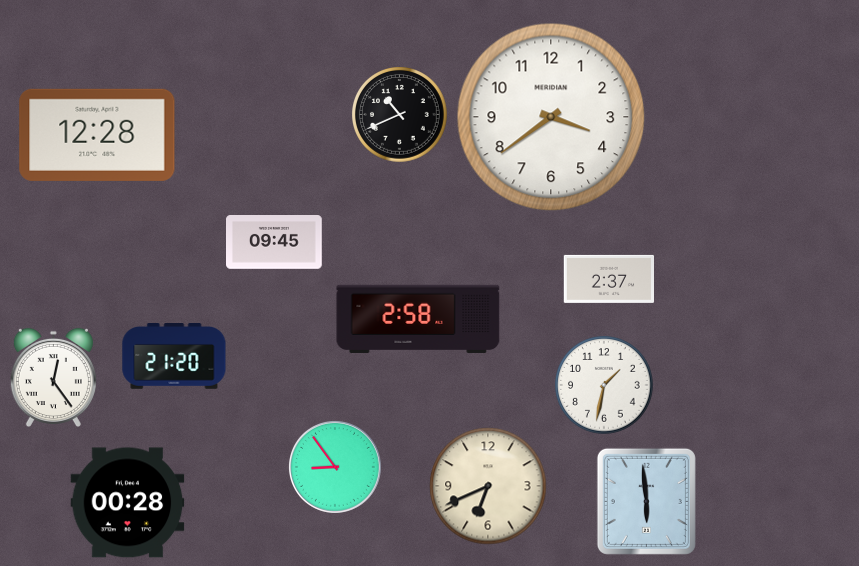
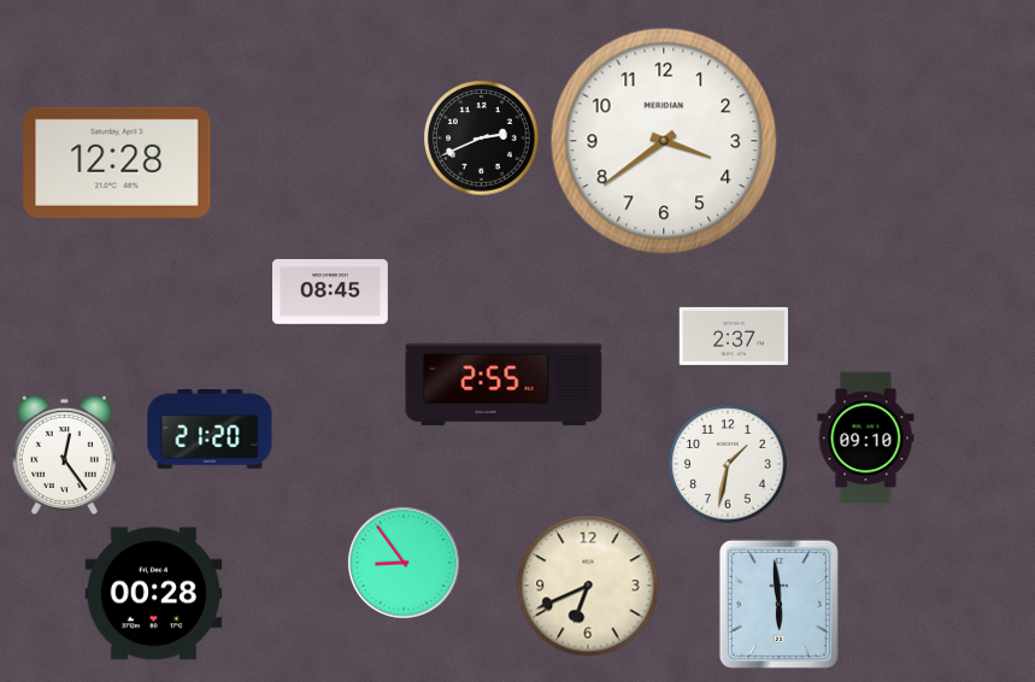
clock at (400, 115): 10:41 -> 2:41
clock at (275, 243): 09:45 -> 08:45
clock at (418, 319): 2:58 -> 2:55
clock at (866, 439): none -> 09:10
clock at (128, 503) position: (128, 503) -> (154, 594)
